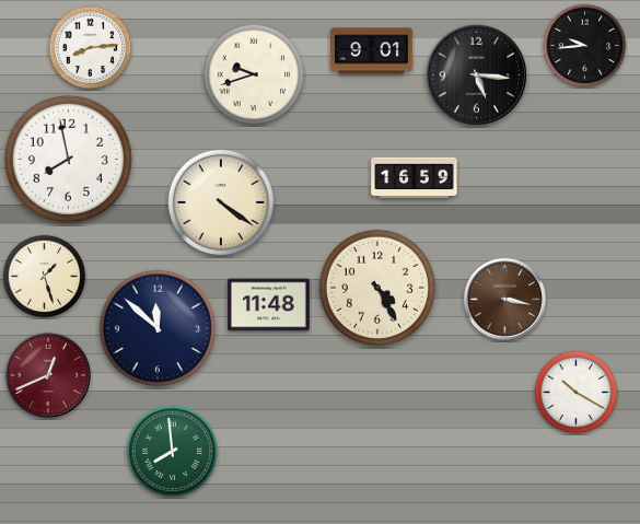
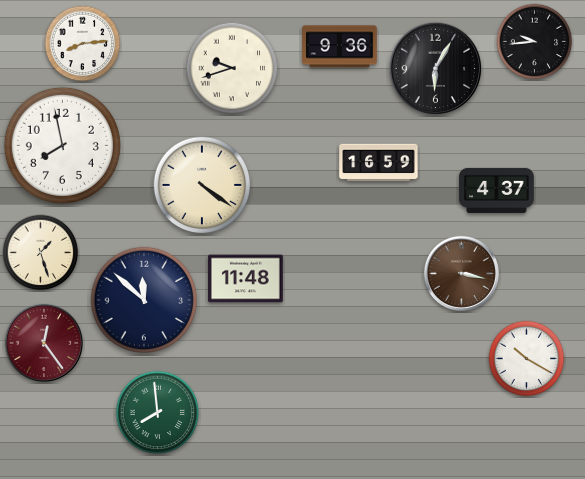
clock at (372, 51): 9:01 -> 9:36
clock at (477, 75): 5:16 -> 6:05
clock at (497, 190): none -> 4:37
clock at (376, 287): 4:25 -> none
clock at (47, 374): 12:41 -> 12:24
